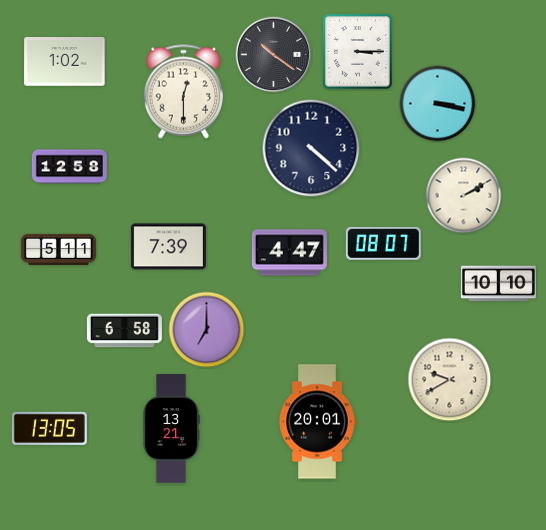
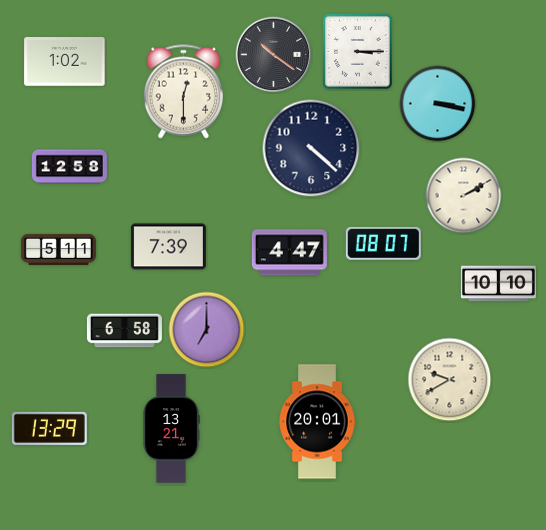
clock at (49, 428): 13:05 -> 13:29
